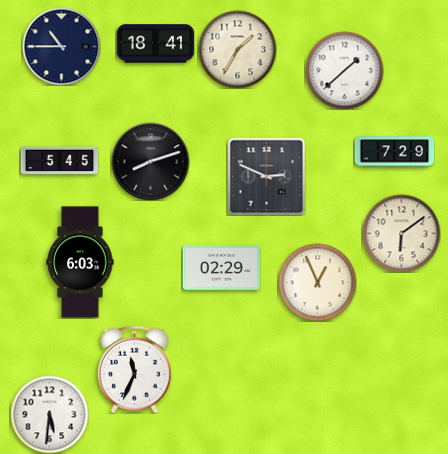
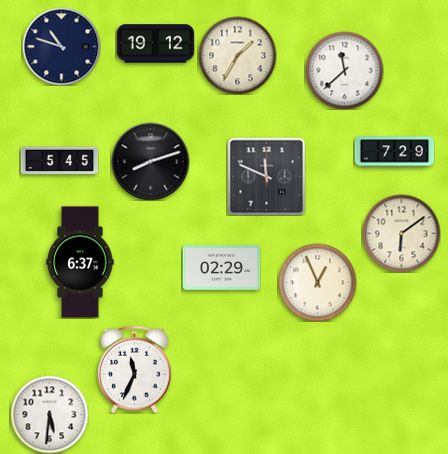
clock at (155, 44): 18:41 -> 19:12
clock at (61, 46): 10:45 -> 10:48
clock at (237, 49) position: (237, 49) -> (237, 55)
clock at (344, 70): 1:38 -> 11:38
clock at (266, 176): 2:49 -> 11:49
clock at (80, 262): 6:03 -> 6:37
